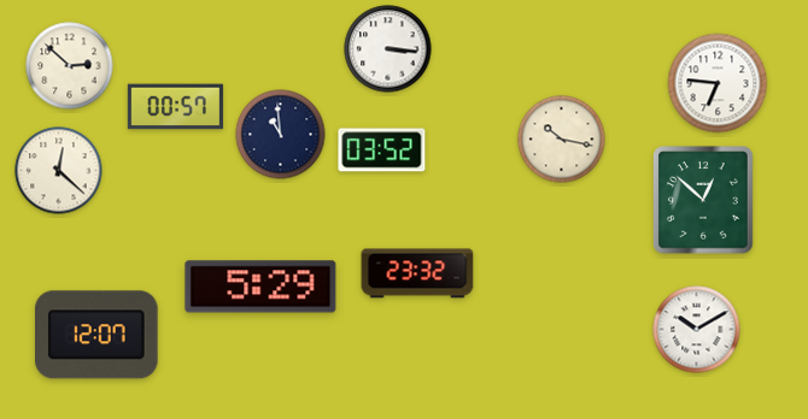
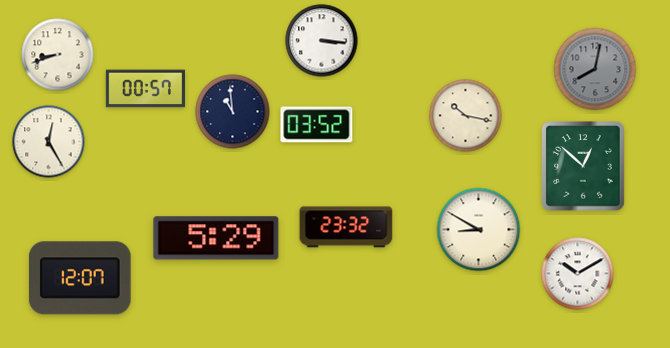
clock at (70, 66): 2:52 -> 8:42
clock at (718, 83): 6:46 -> 8:02
clock at (718, 83) dial: white -> grey
clock at (59, 171): 12:22 -> 12:25
clock at (479, 230): none -> 8:50
